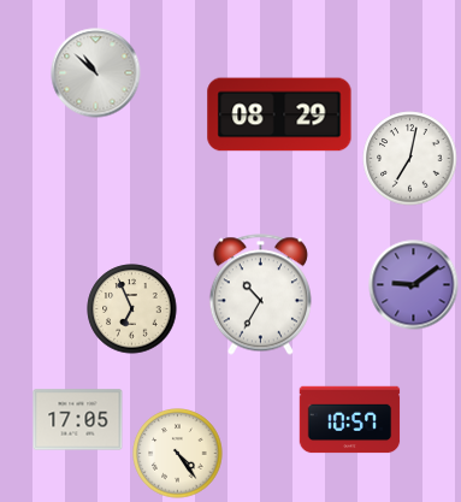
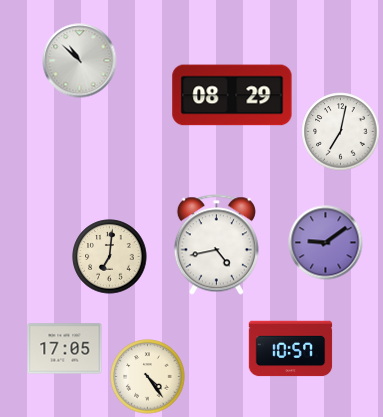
clock at (414, 285) position: (414, 285) -> (326, 243)
clock at (260, 295): 10:35 -> 4:43
clock at (132, 309): 6:56 -> 7:01
